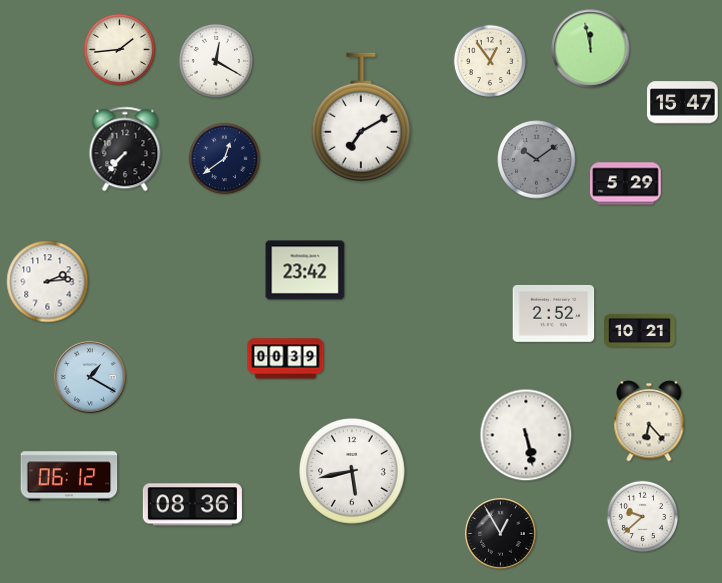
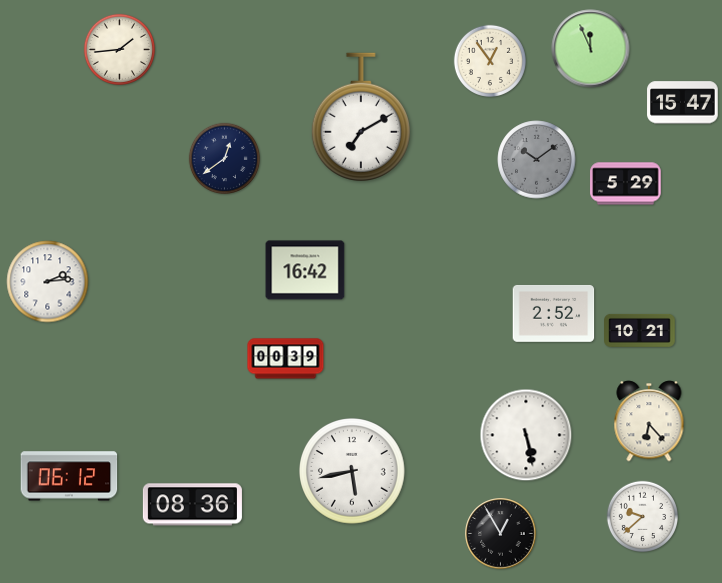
clock at (591, 49): 11:58 -> 11:56
clock at (216, 61): 12:20 -> none
clock at (125, 149): 7:37 -> none
clock at (305, 270): 23:42 -> 16:42
clock at (90, 377): 1:20 -> none
